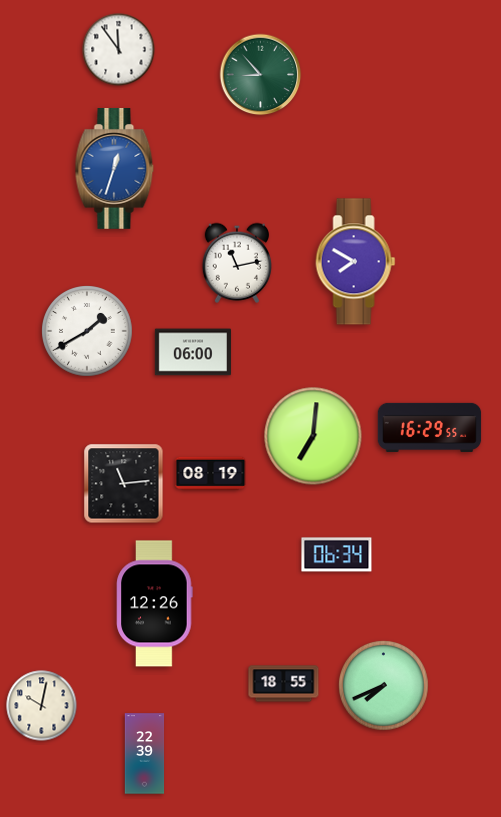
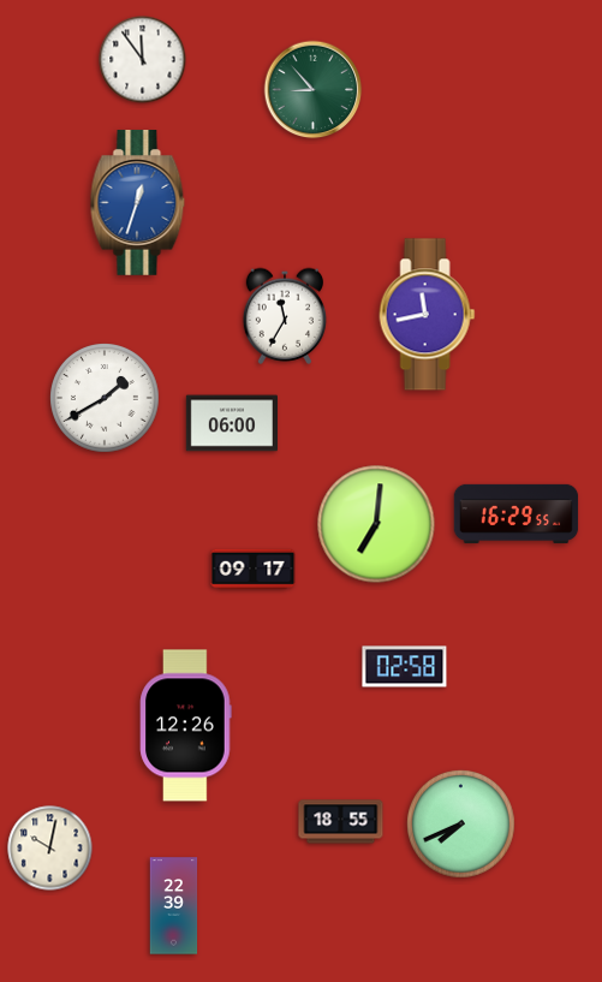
clock at (356, 262): 7:50 -> 11:43
clock at (236, 263): 11:13 -> 11:35
clock at (211, 474): 08:19 -> 09:17
clock at (124, 484): 11:14 -> none
clock at (337, 555): 06:34 -> 02:58
